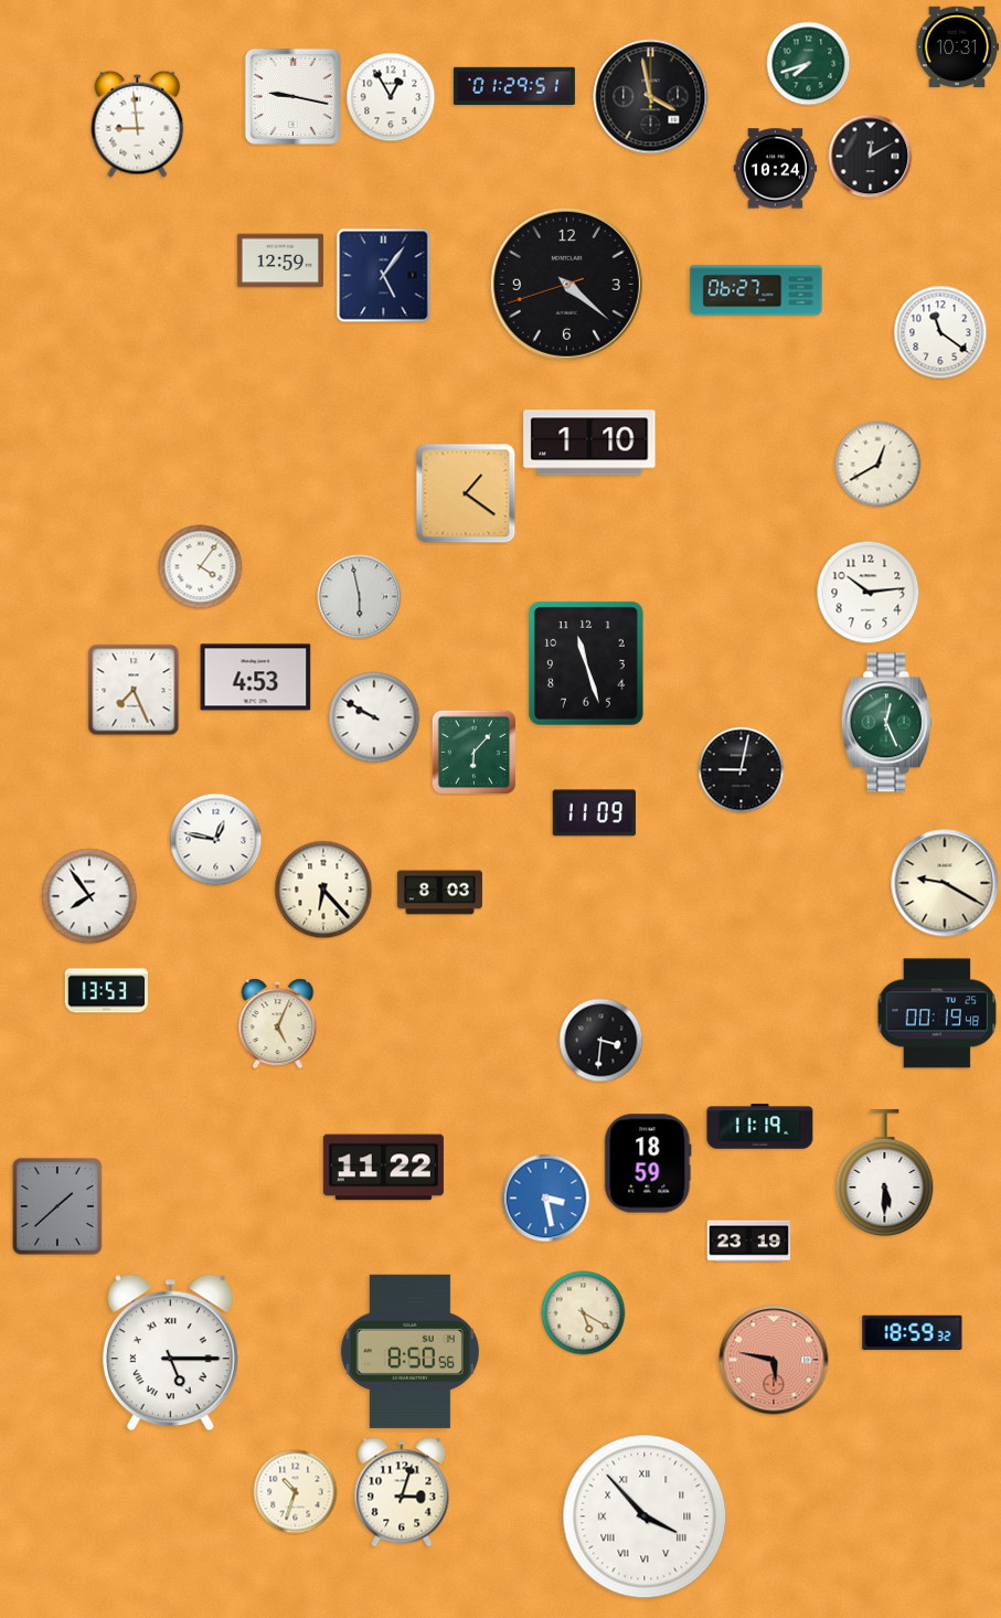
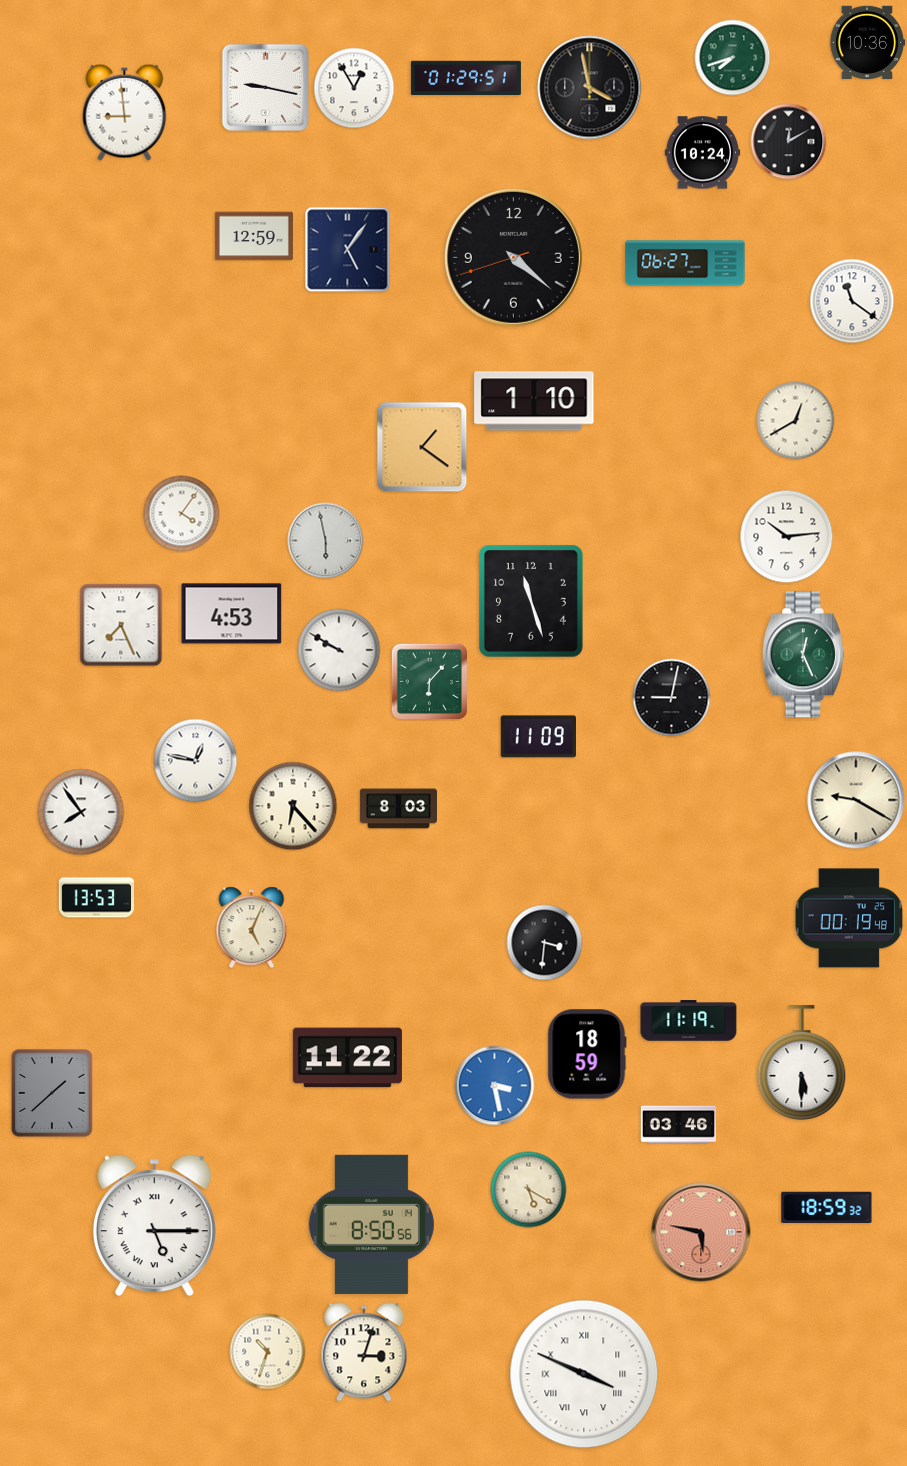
clock at (957, 46): 10:31 -> 10:36
clock at (749, 1242): 23:19 -> 03:46
clock at (645, 1516): 3:53 -> 3:49
